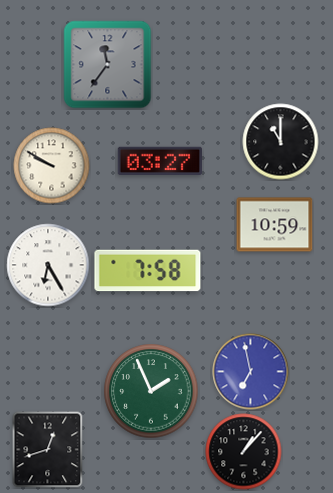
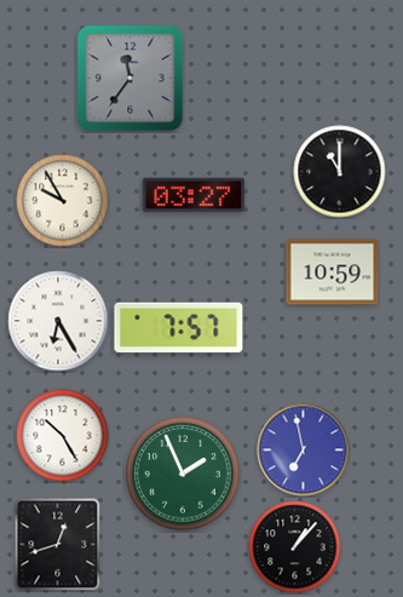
clock at (52, 166): 9:50 -> 9:55
clock at (148, 271): 7:58 -> 7:57
clock at (63, 436): none -> 10:25
